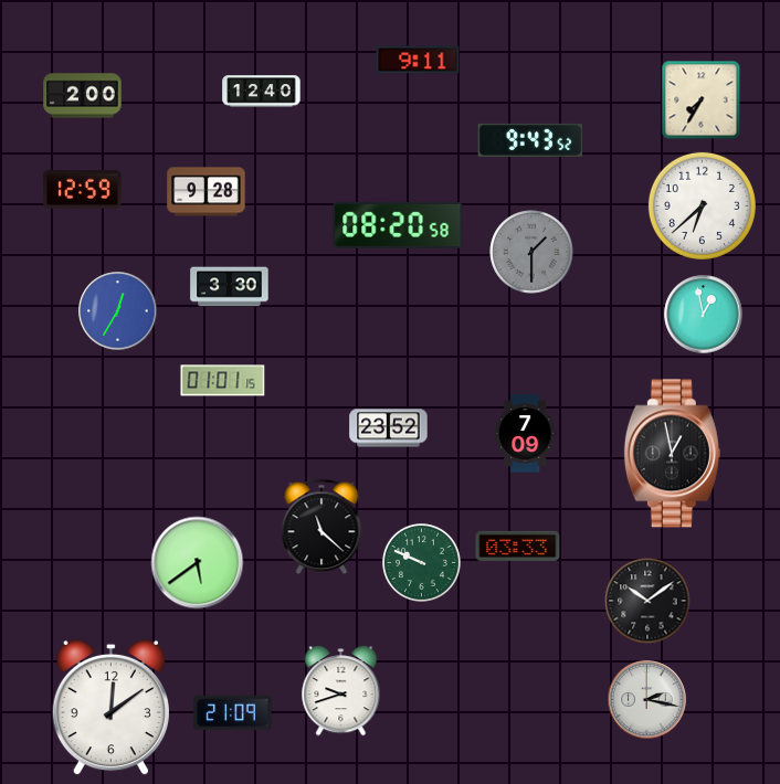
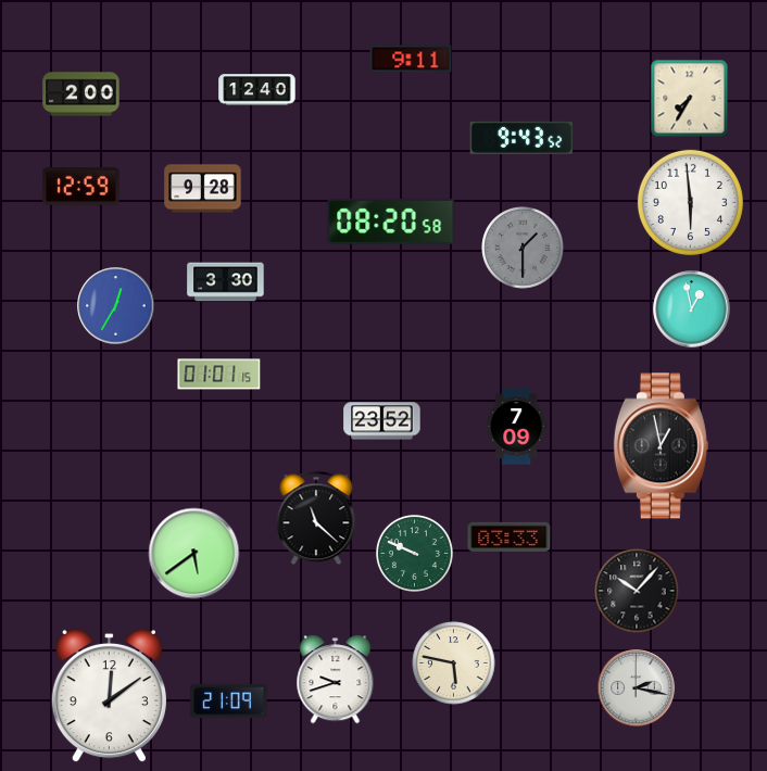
clock at (702, 205): 6:38 -> 5:59
clock at (647, 601): 10:09 -> 10:07
clock at (454, 663): none -> 5:47
